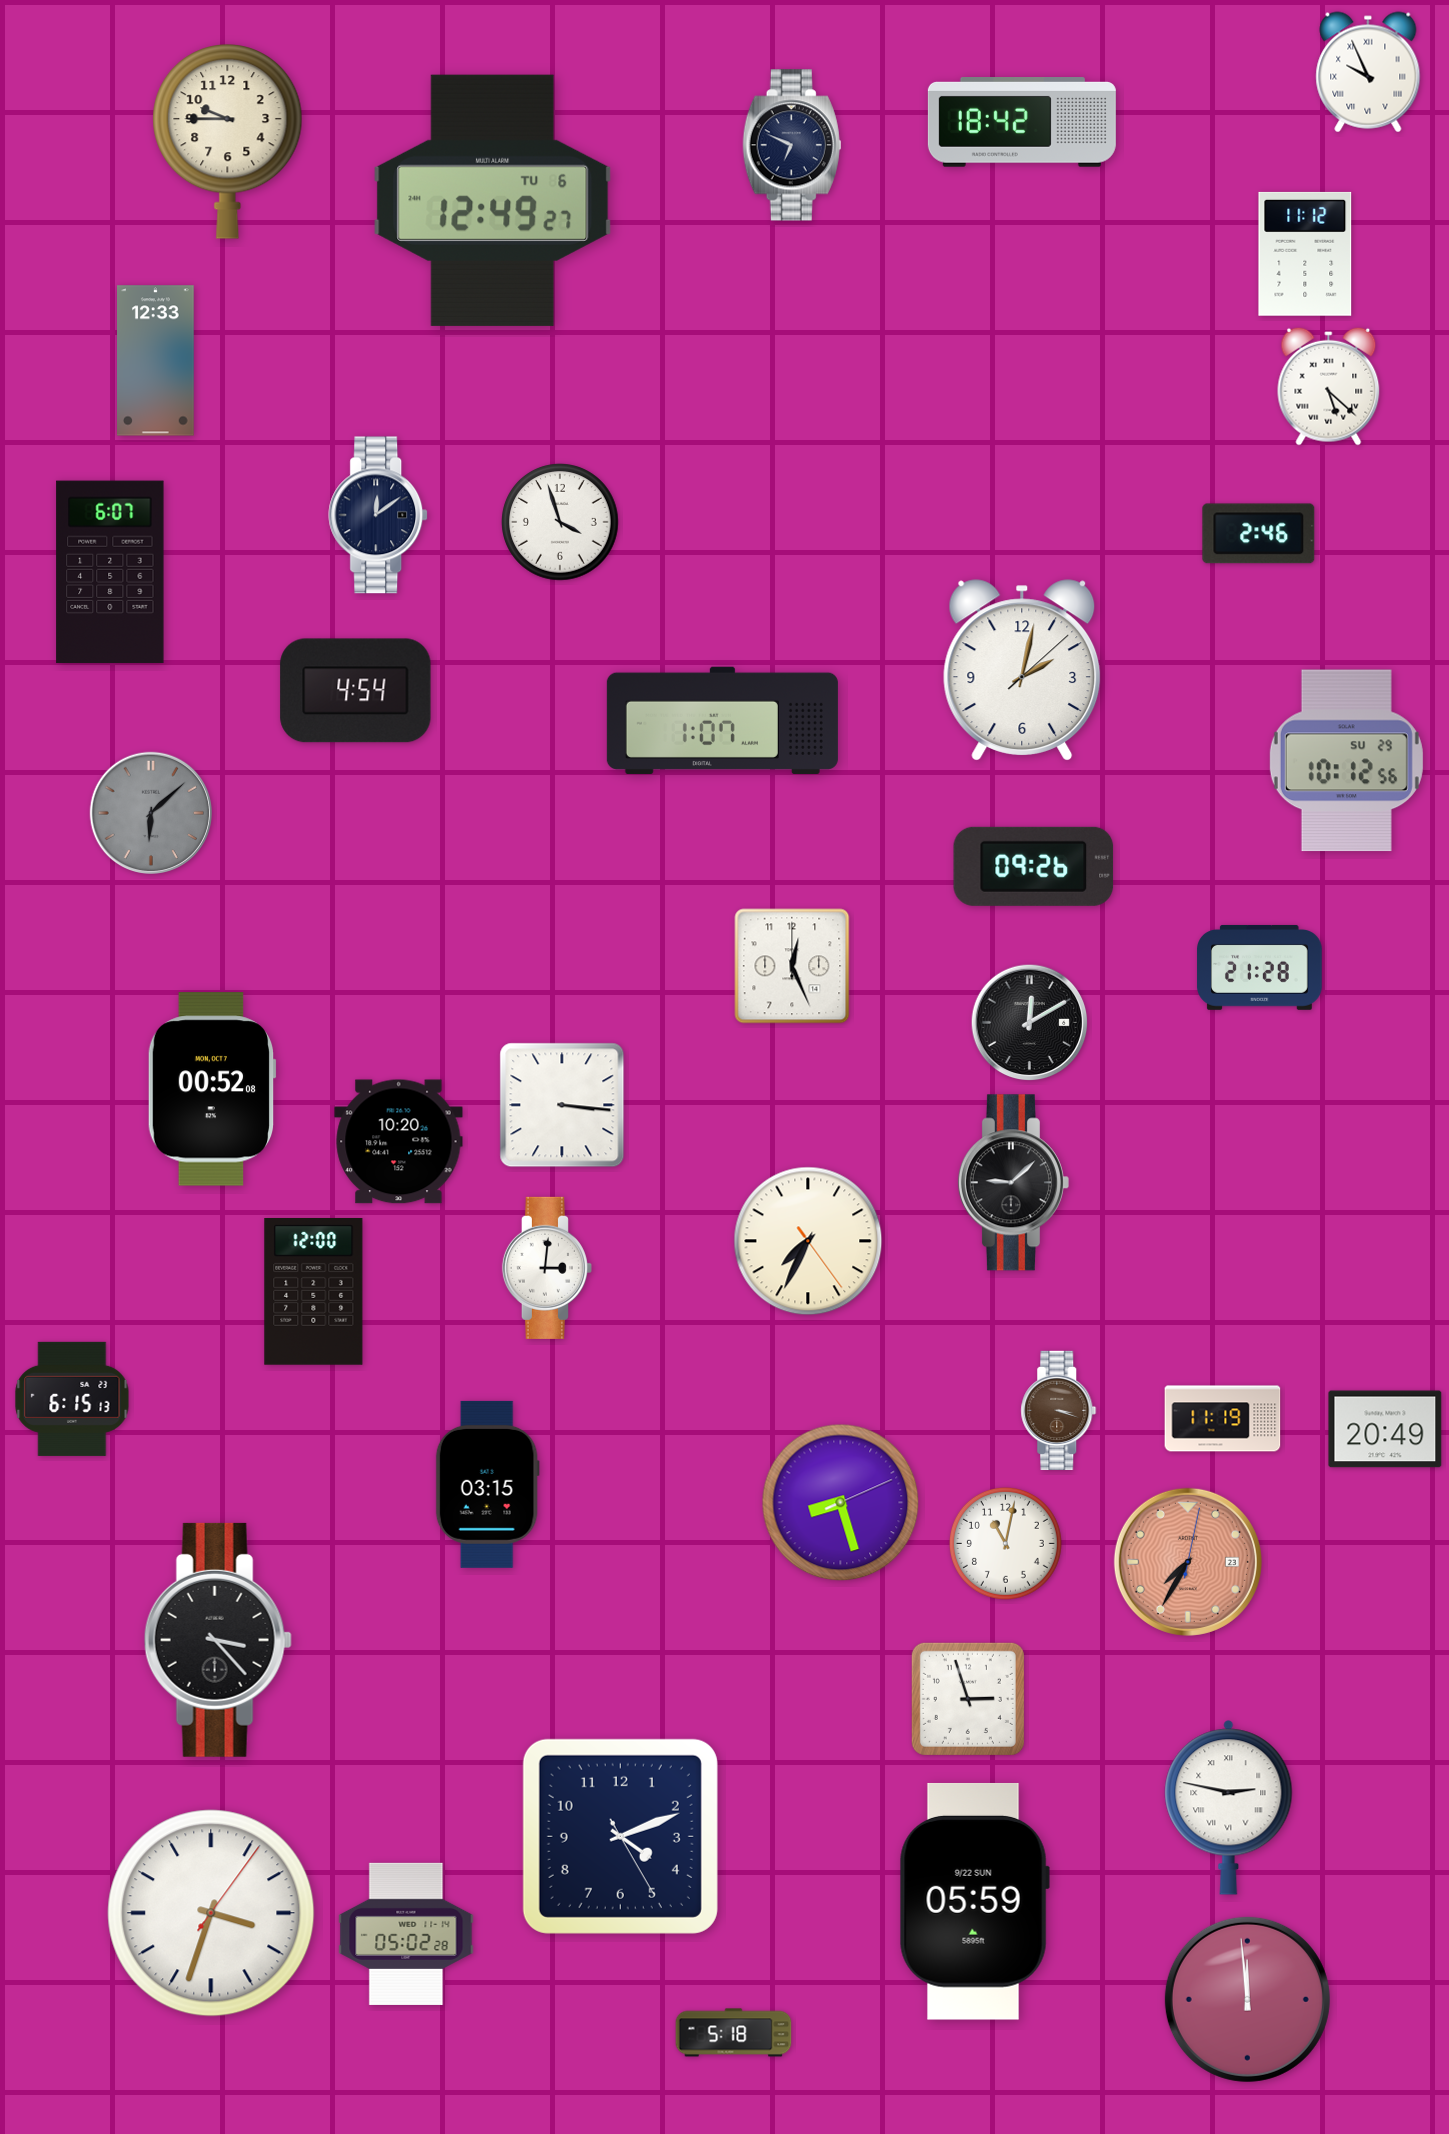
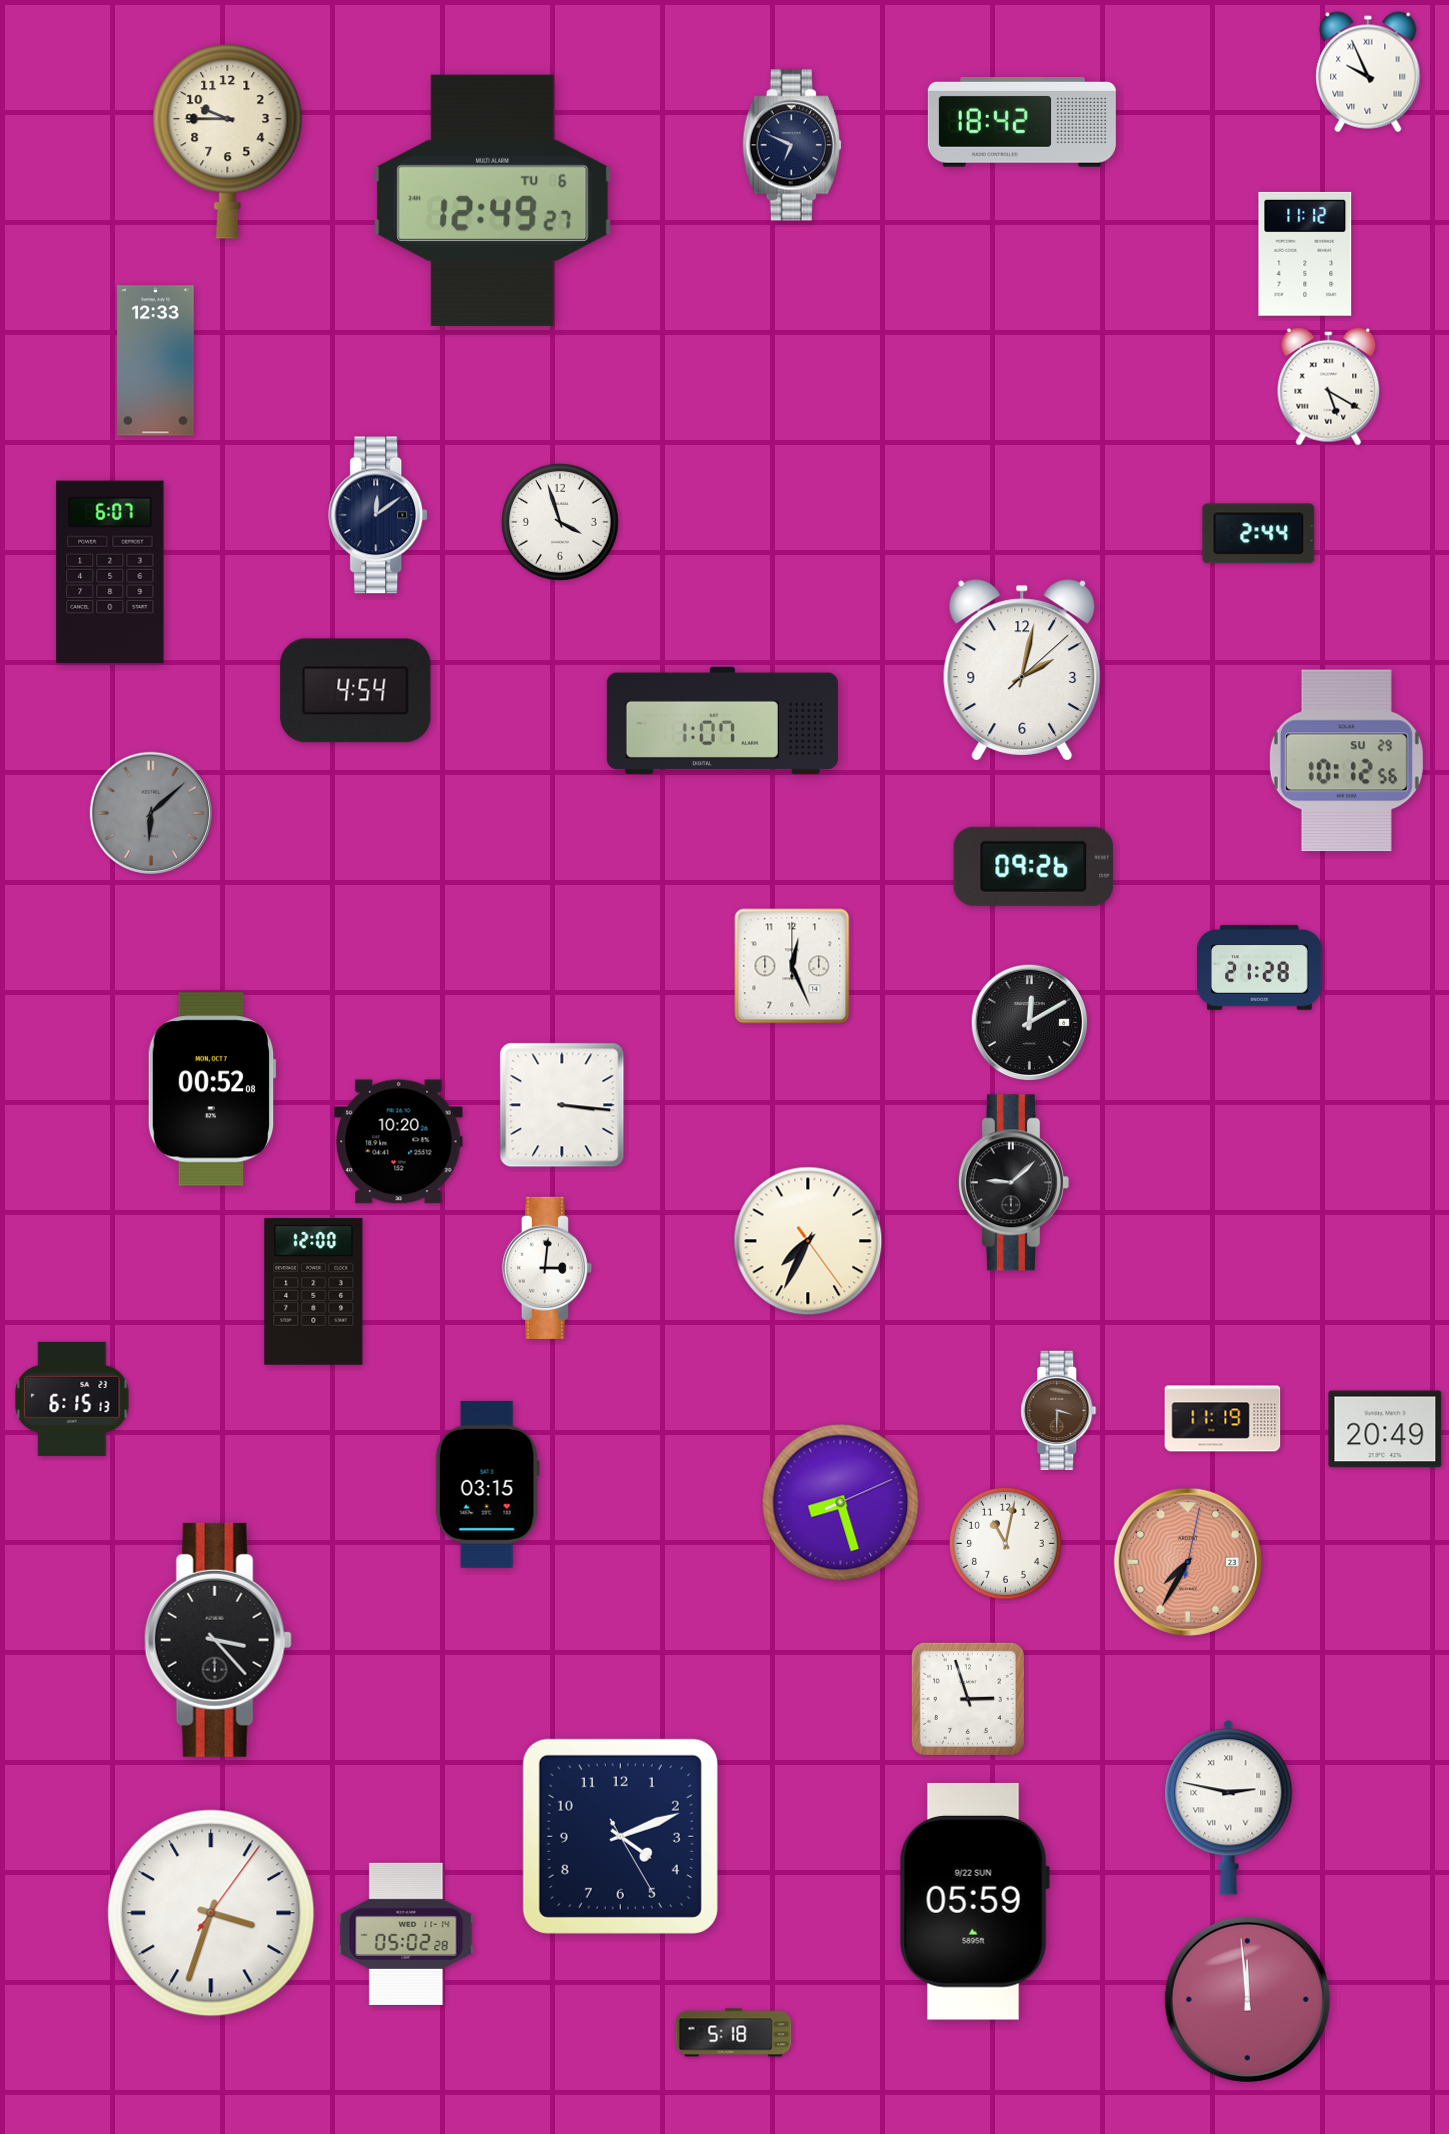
clock at (1329, 386): 5:22 -> 5:20
clock at (1259, 534): 2:46 -> 2:44
clock at (1059, 1410): 3:18 -> 3:30
